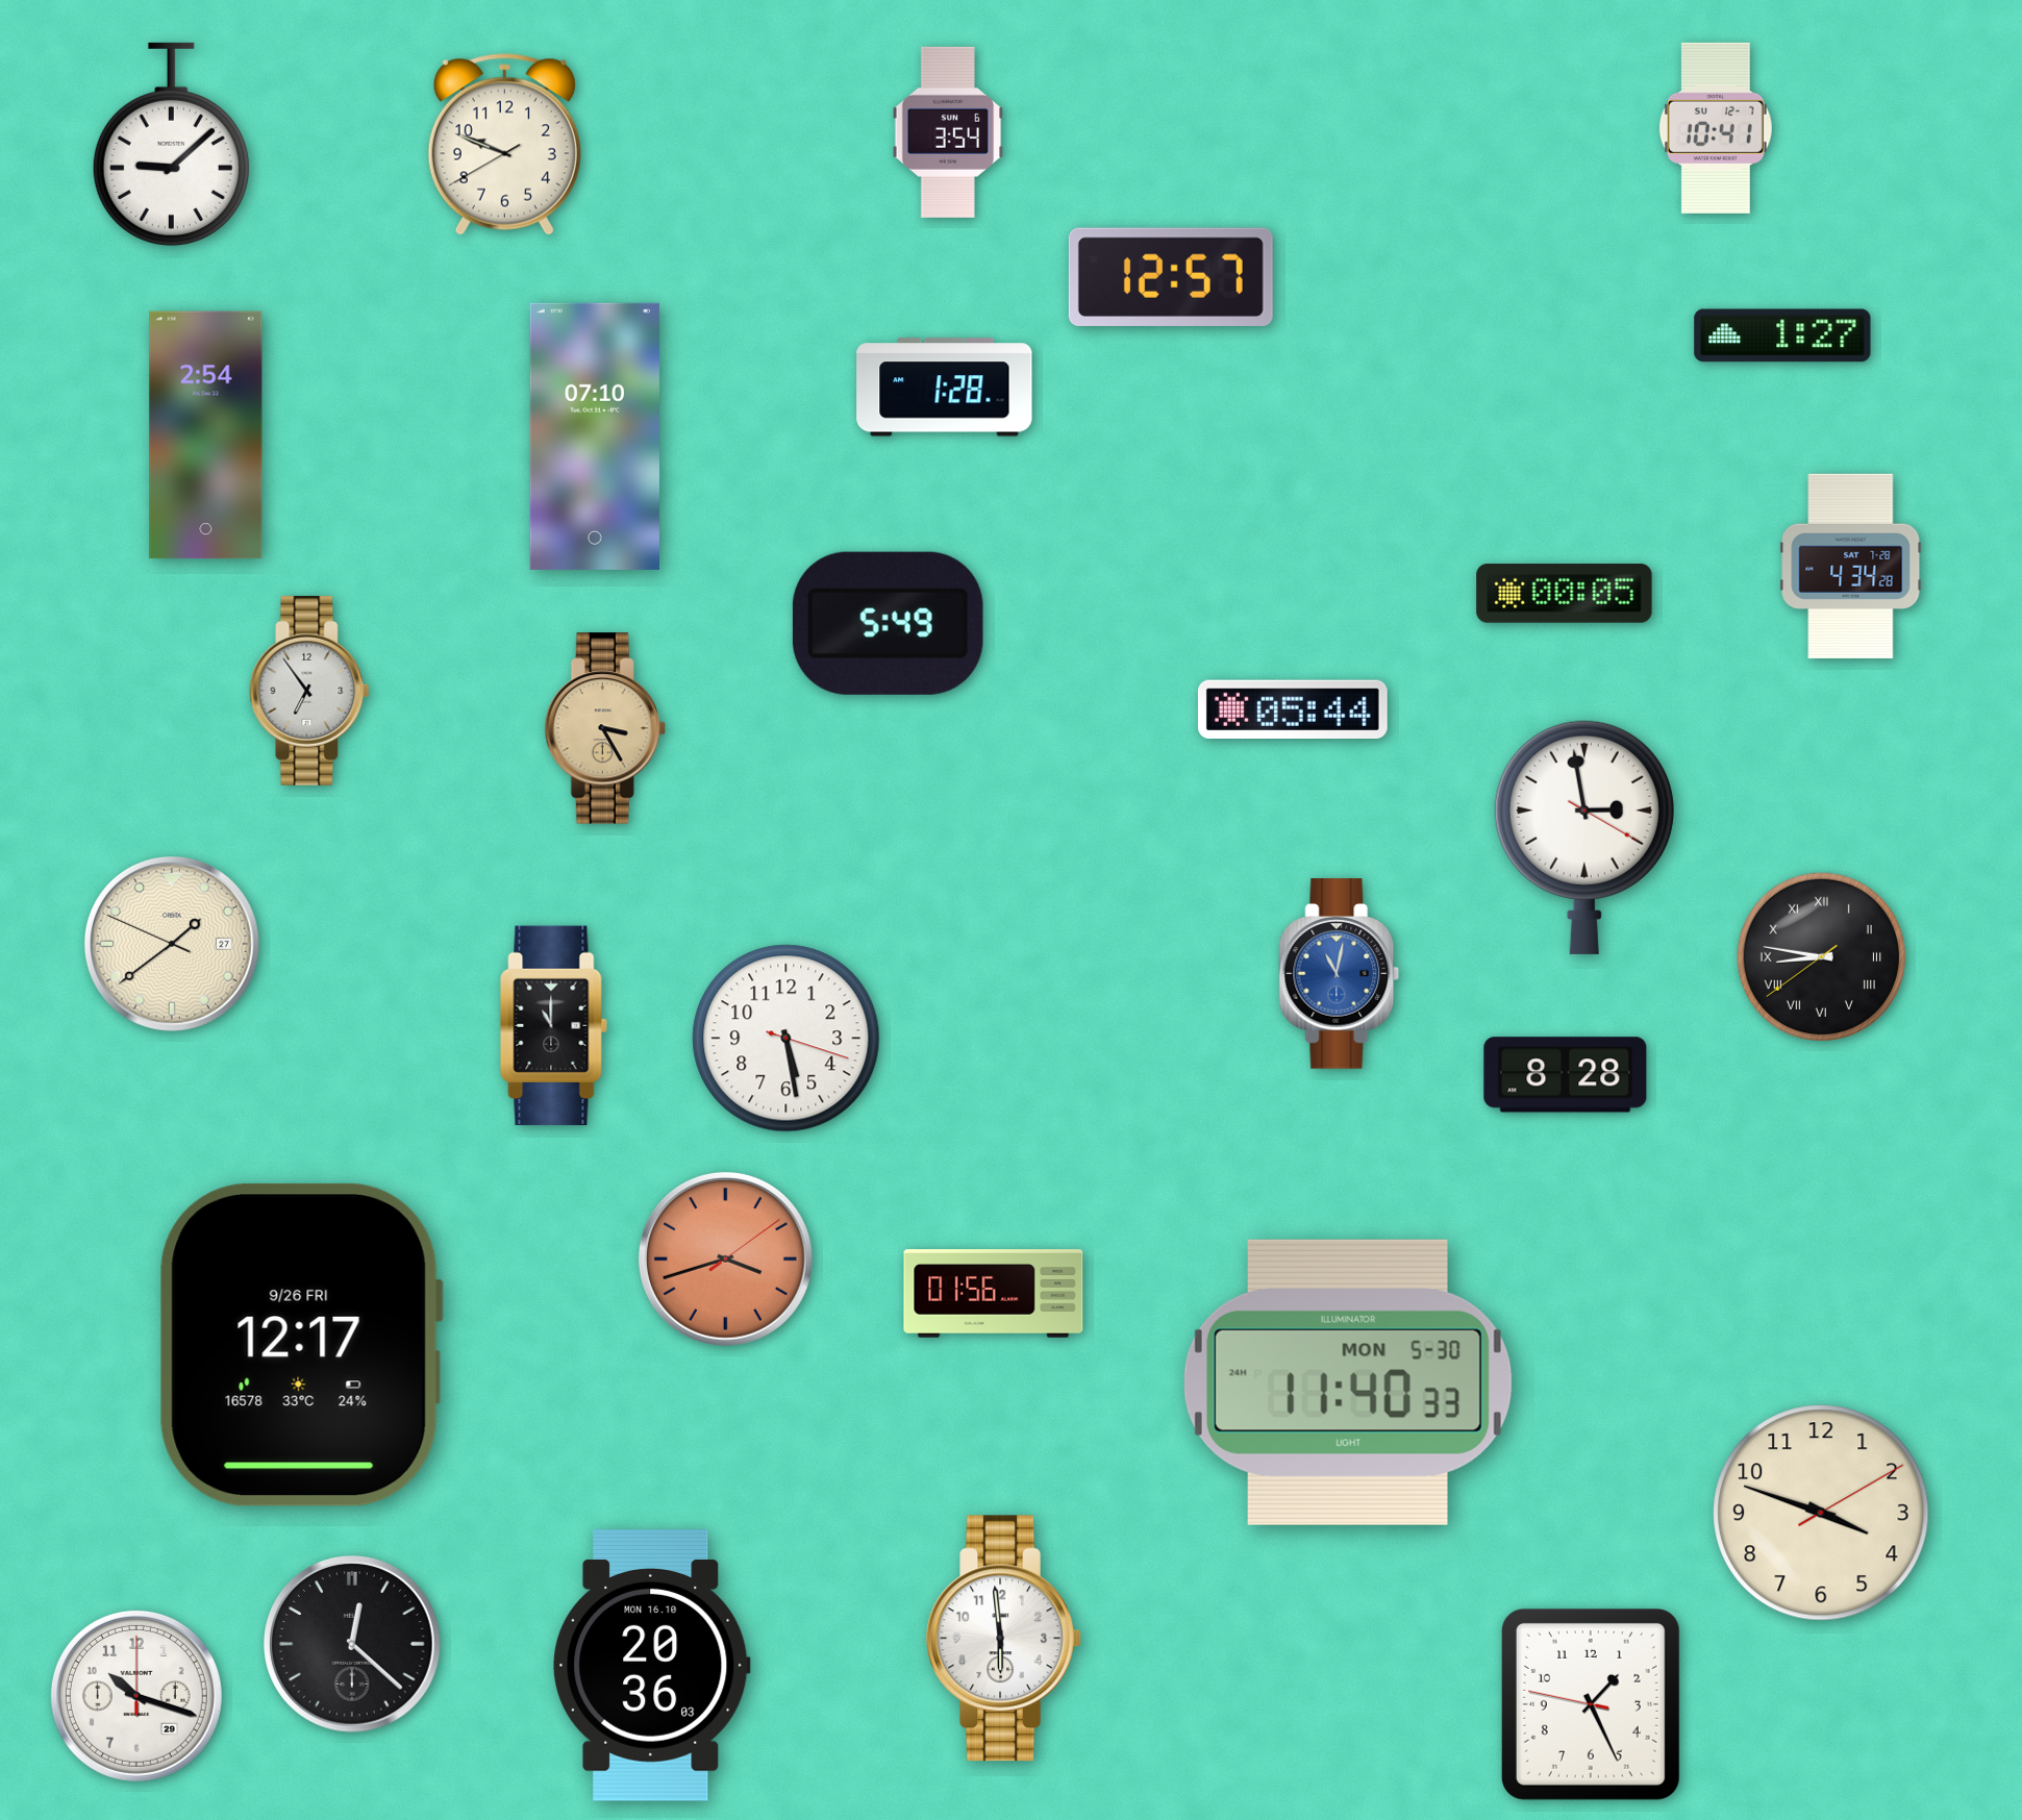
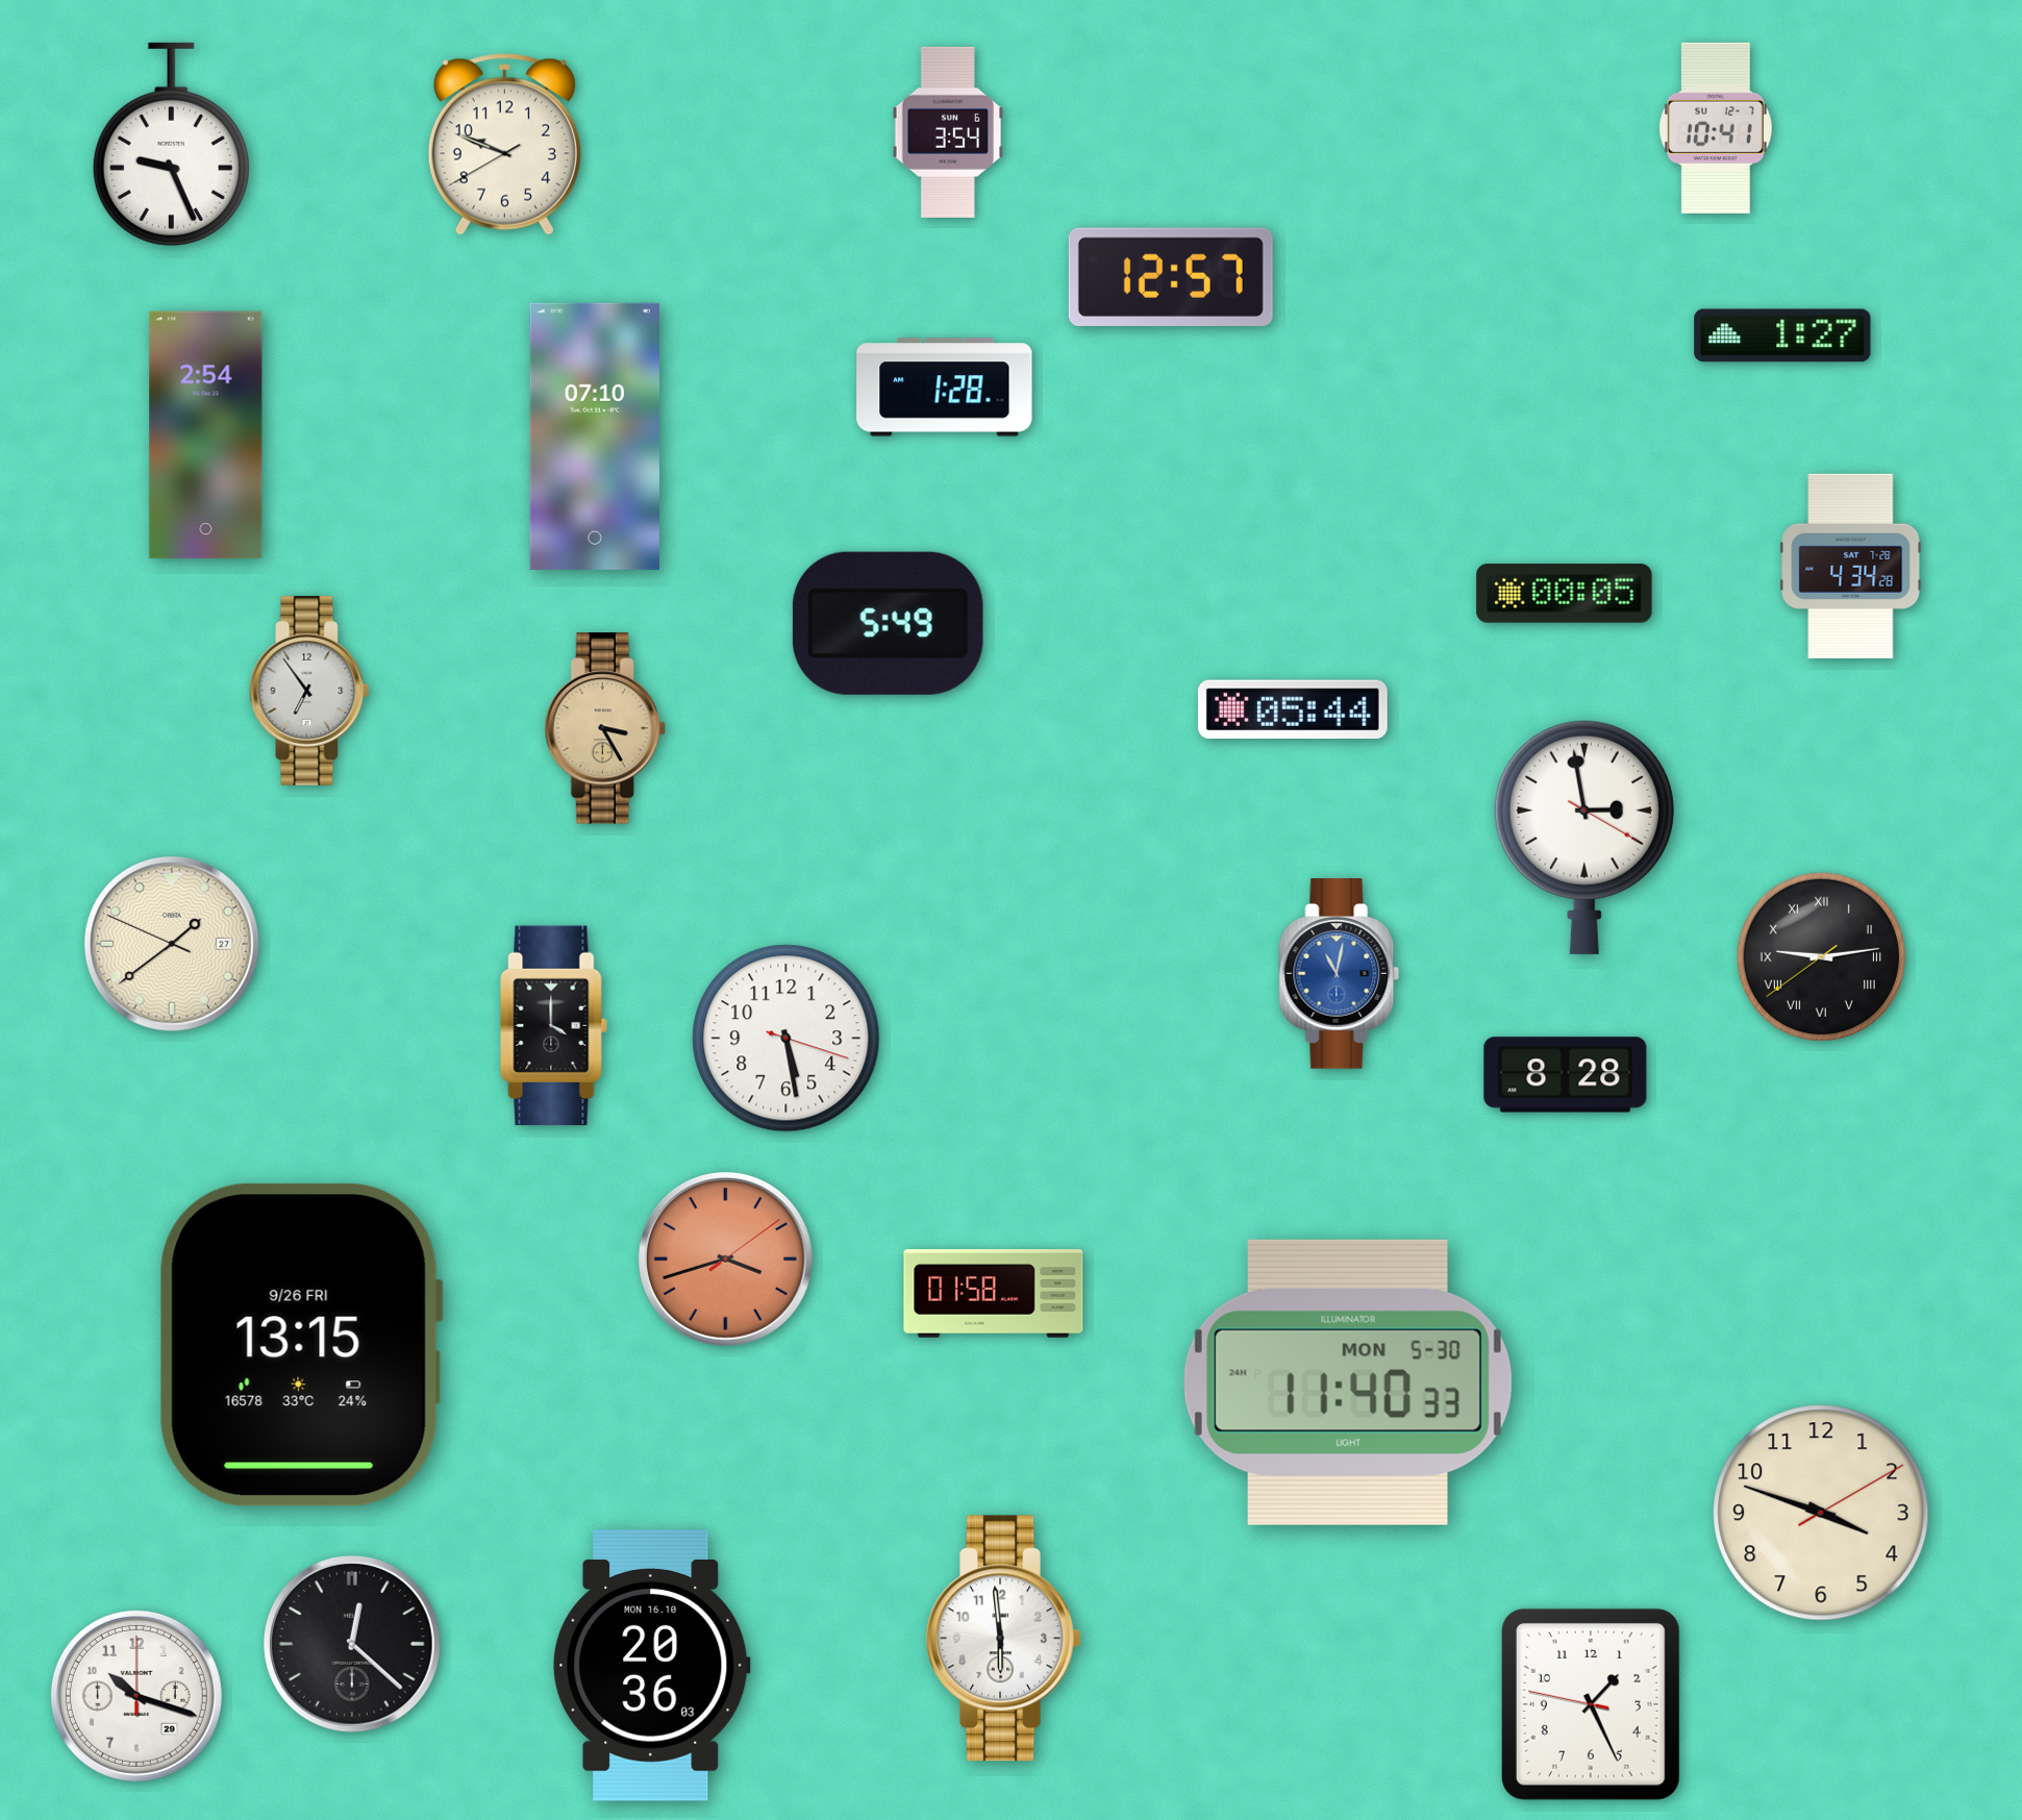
clock at (171, 144): 9:08 -> 9:26
clock at (1821, 956): 8:46 -> 9:13
clock at (554, 1026): 11:00 -> 4:00
clock at (994, 1294): 01:56 -> 01:58
clock at (301, 1345): 12:17 -> 13:15
